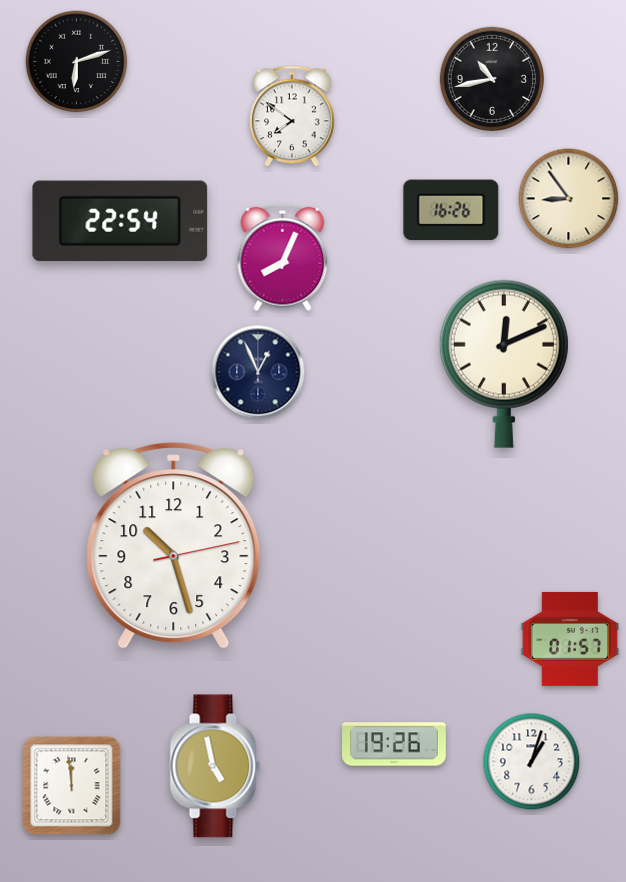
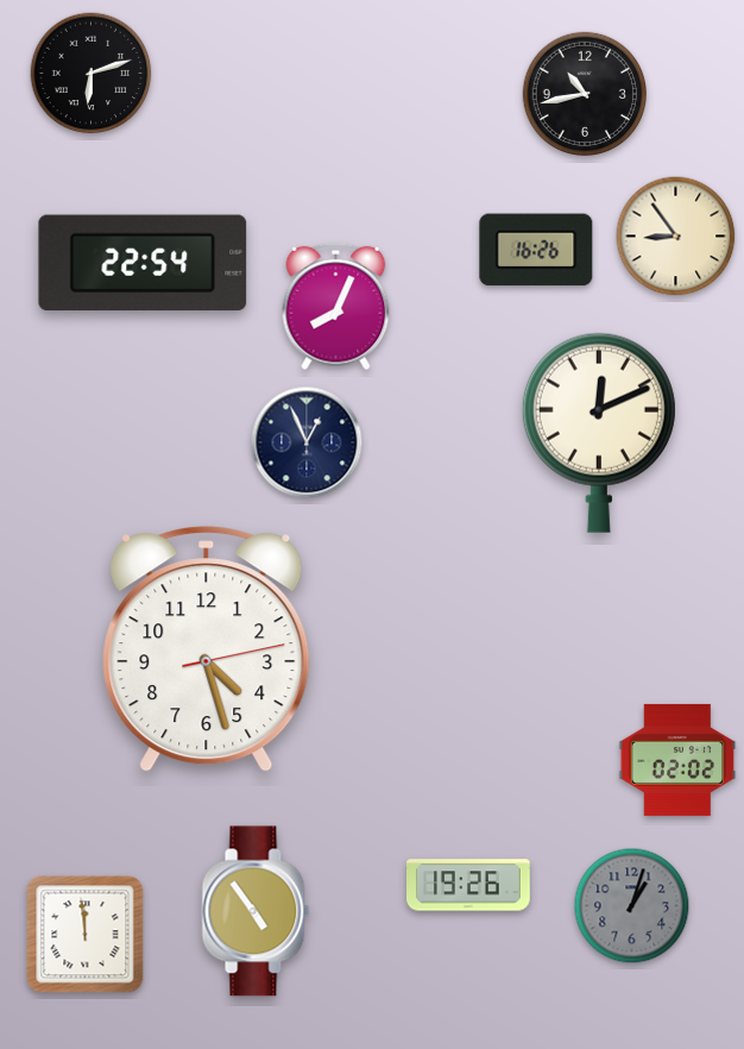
clock at (293, 116): 7:51 -> none
clock at (174, 546): 10:27 -> 4:27
clock at (570, 639): 01:57 -> 02:02
clock at (532, 762) dial: white -> grey
clock at (215, 766): 4:58 -> 4:54
